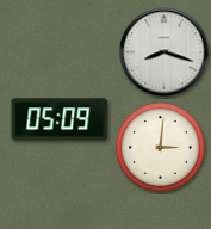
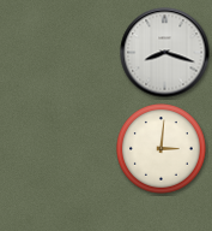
clock at (60, 119): 05:09 -> none
